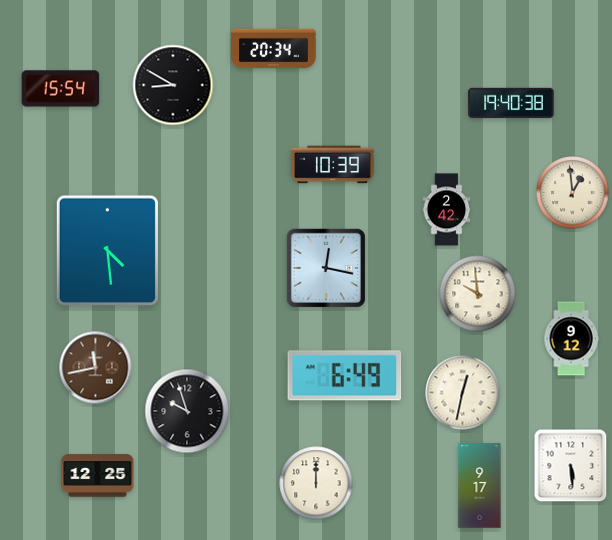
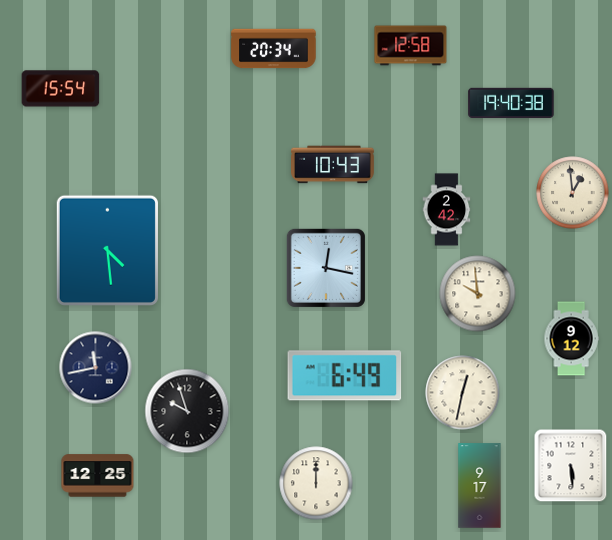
clock at (411, 46): none -> 12:58
clock at (173, 85): 8:50 -> none
clock at (333, 165): 10:39 -> 10:43
clock at (96, 368) dial: brown -> navy
